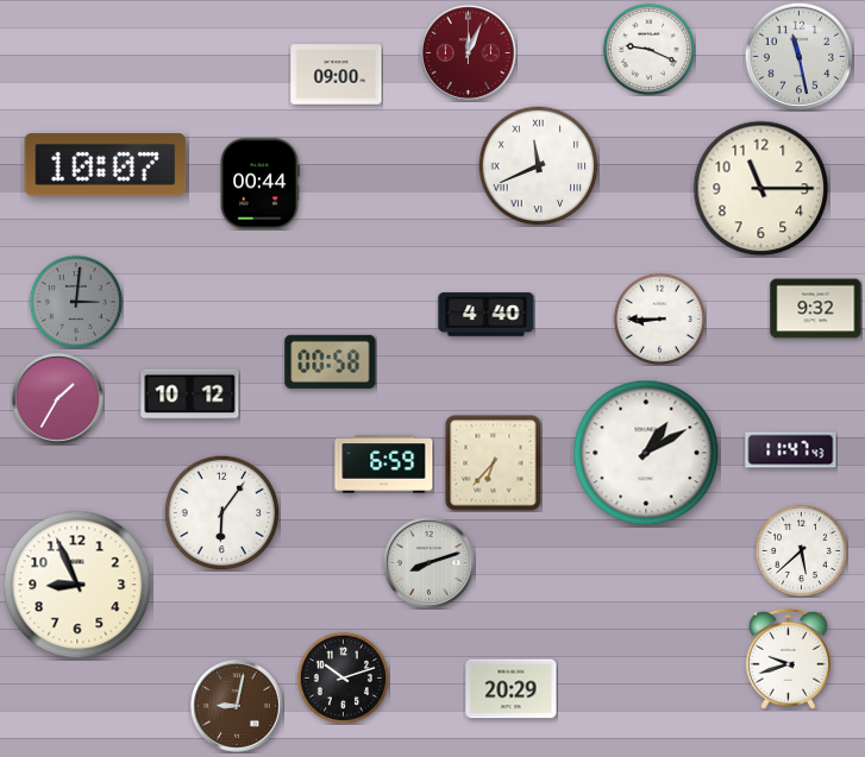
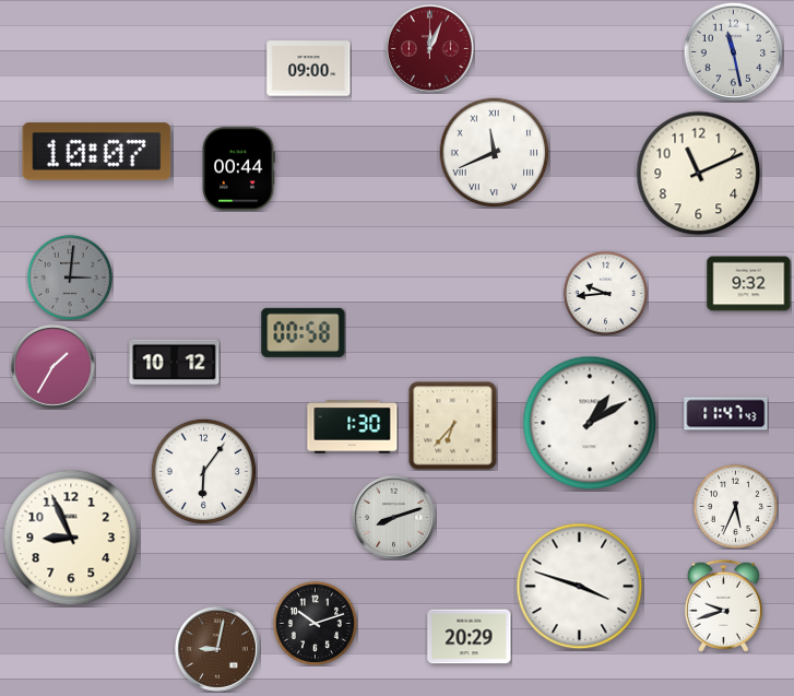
clock at (648, 49): 9:19 -> none
clock at (761, 189): 11:15 -> 11:11
clock at (487, 315): 4:40 -> none
clock at (659, 318): 8:45 -> 9:44
clock at (646, 453) position: (646, 453) -> (590, 423)
clock at (384, 465): 6:59 -> 1:30
clock at (801, 550): 5:38 -> 5:34
clock at (580, 587): none -> 3:48
clock at (512, 689) position: (512, 689) -> (470, 637)
